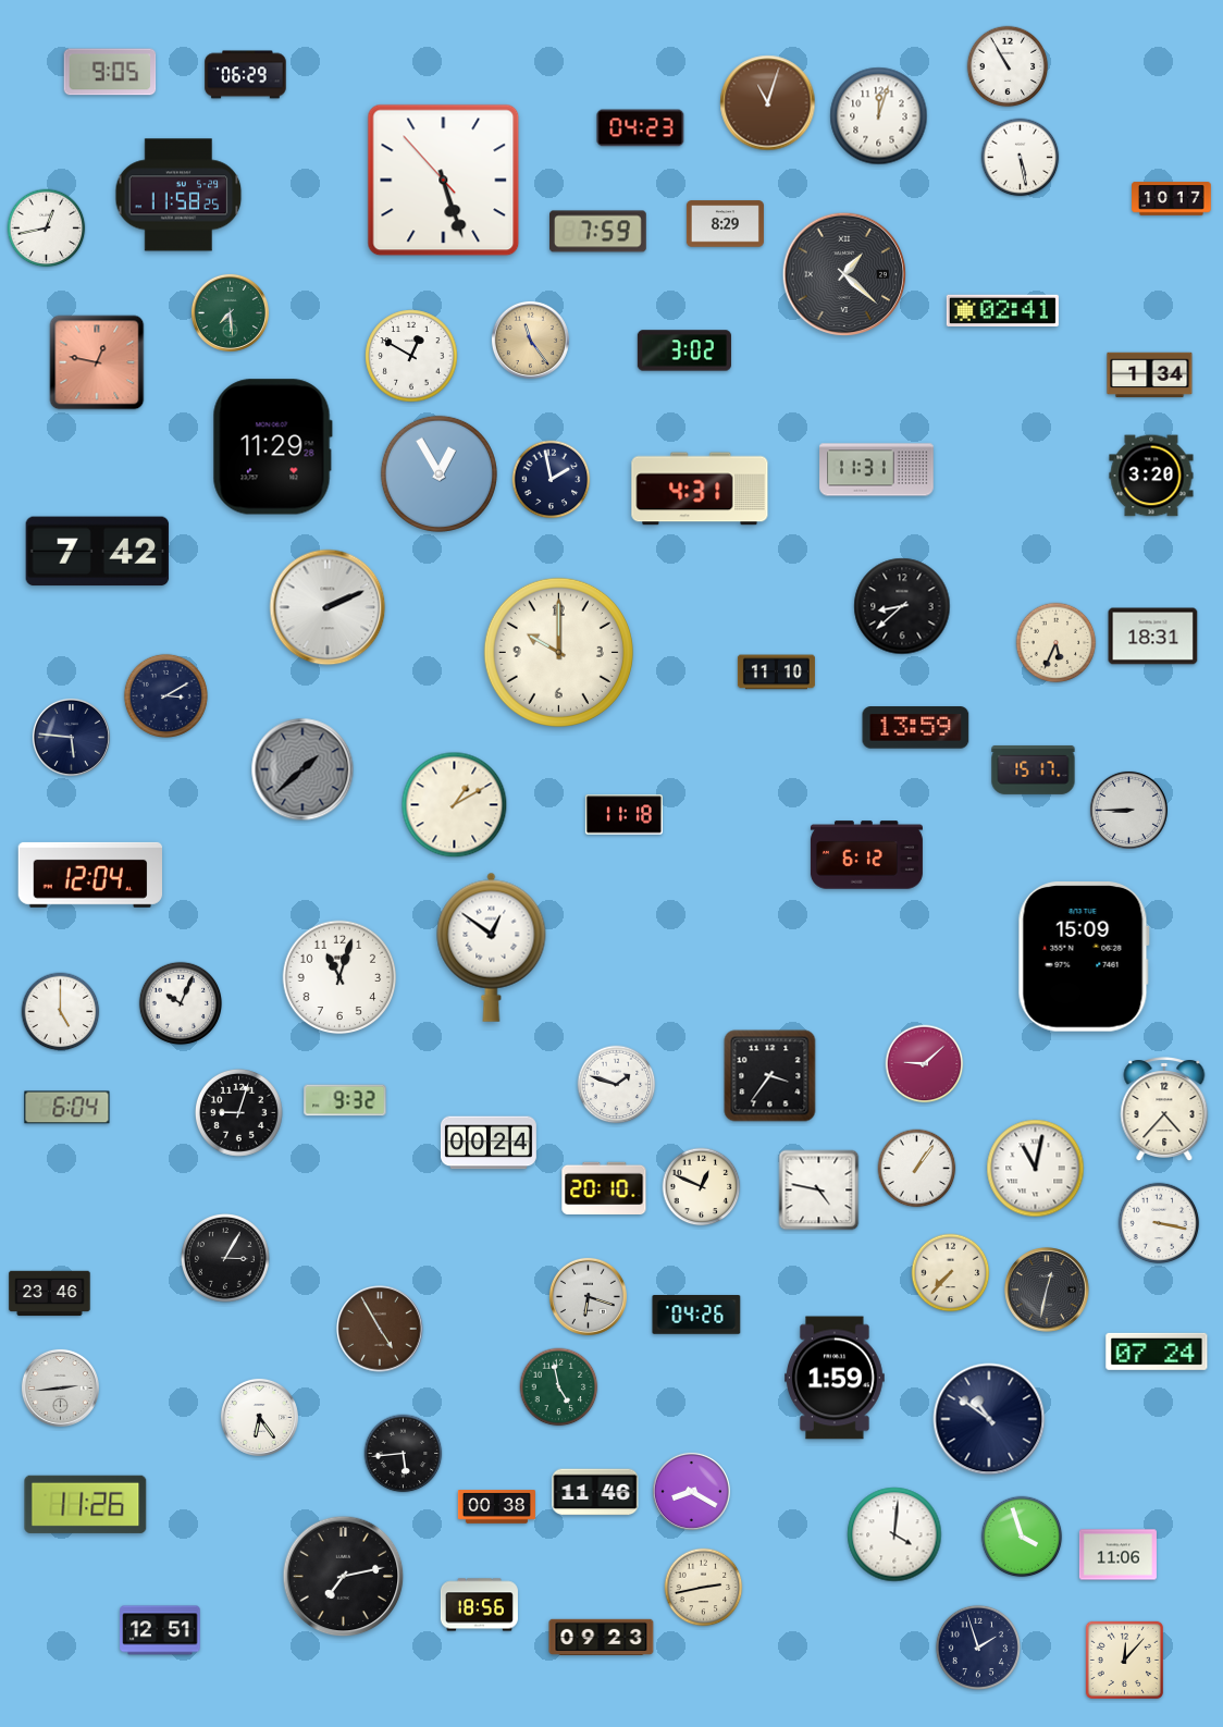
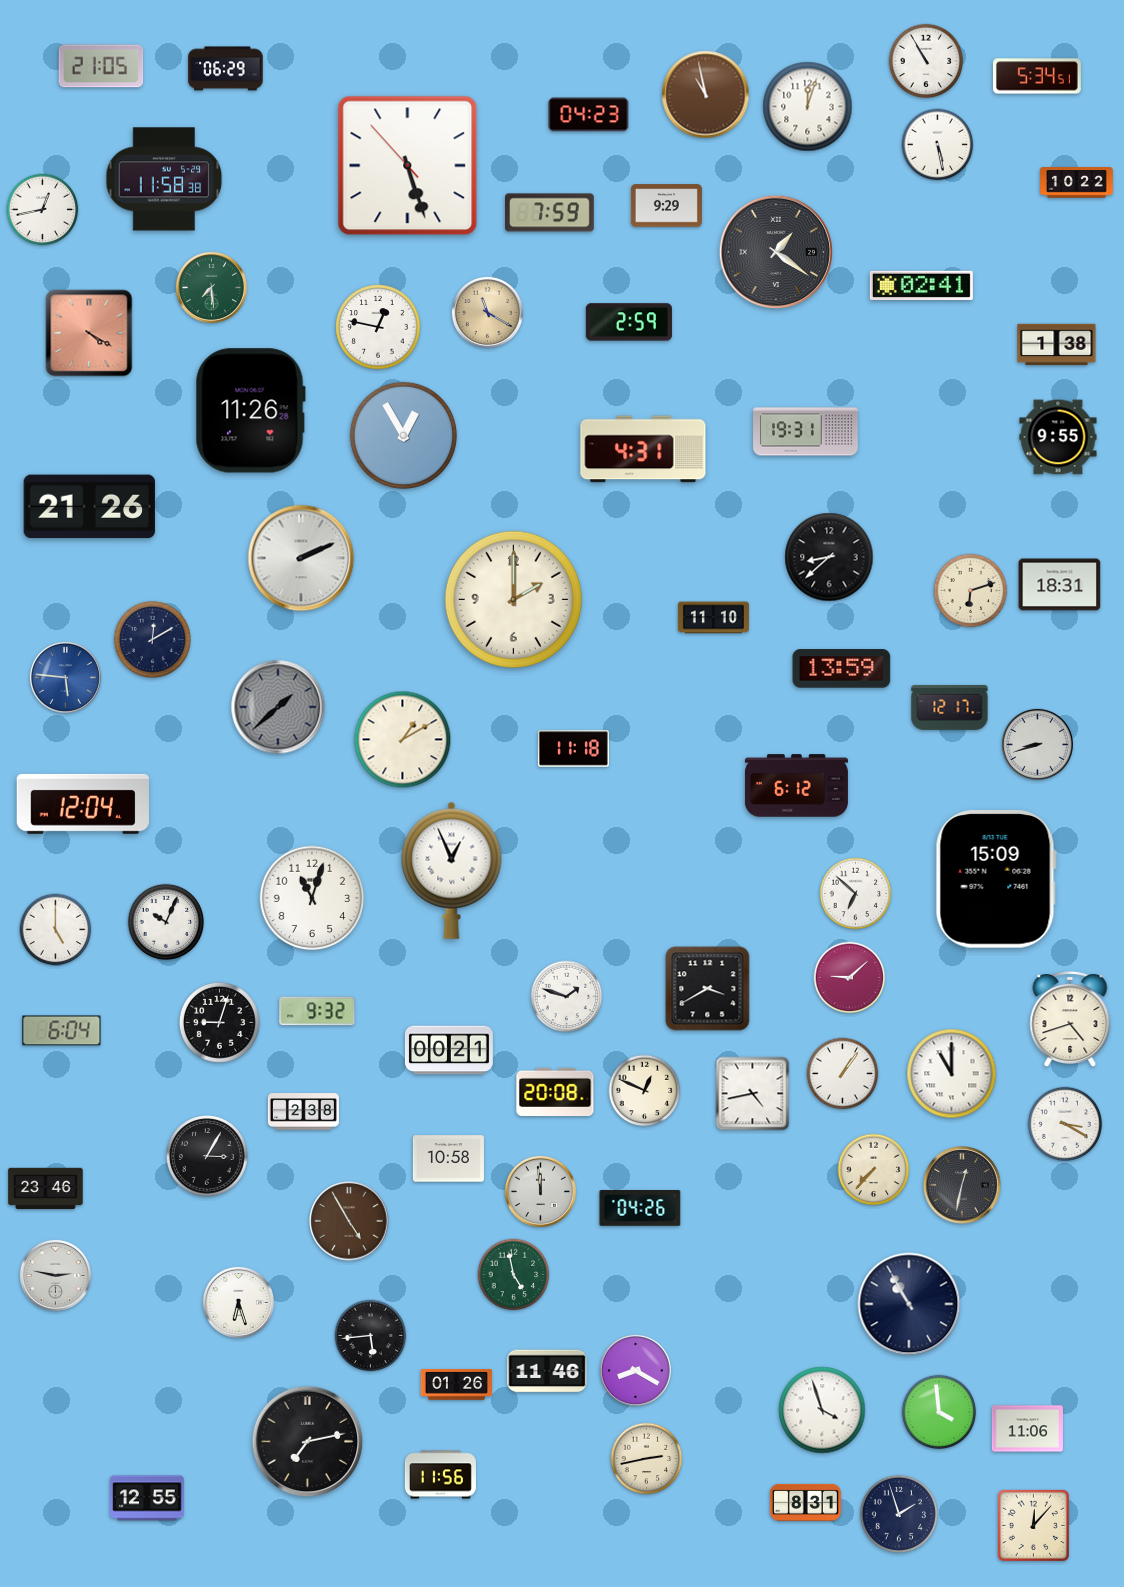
clock at (110, 72): 9:05 -> 21:05
clock at (1037, 76): none -> 5:34
clock at (768, 103): 11:03 -> 10:58
clock at (641, 128) position: (641, 128) -> (589, 115)
clock at (178, 195): 11:58:25 -> 11:58:38
clock at (1172, 199): 10:17 -> 10:22
clock at (725, 224): 8:29 -> 9:29
clock at (844, 274): 1:22 -> 1:21
clock at (530, 340): 11:24 -> 11:20
clock at (684, 350): 3:02 -> 2:59
clock at (411, 356): 12:50 -> 12:47
clock at (97, 362): 12:47 -> 4:20
clock at (1150, 375): 1:34 -> 1:38
clock at (272, 447): 11:29 -> 11:26
clock at (877, 470): 11:31 -> 19:31
clock at (1151, 476): 3:20 -> 9:55
clock at (552, 480): 1:58 -> none
clock at (98, 552): 7:42 -> 21:26
clock at (1057, 643): 5:34 -> 6:12
clock at (558, 652): 10:00 -> 2:00
clock at (165, 695): 3:10 -> 12:10
clock at (71, 737) dial: navy -> blue
clock at (1034, 769): 15:17 -> 12:17
clock at (455, 805) position: (455, 805) -> (403, 740)
clock at (1128, 810): 8:45 -> 8:42
clock at (492, 947): 12:51 -> 12:56
clock at (856, 894): none -> 6:52
clock at (770, 1076): 3:36 -> 3:40
clock at (67, 1108) position: (67, 1108) -> (62, 1031)
clock at (1164, 1109): 4:37 -> 4:42
clock at (489, 1143): 00:24 -> 00:21
clock at (1036, 1169): 11:02 -> 11:00
clock at (604, 1188): 20:10 -> 20:08
clock at (819, 1191): 4:47 -> 4:43
clock at (303, 1112): none -> 2:38
clock at (1159, 1223): 3:17 -> 3:20
clock at (448, 1159): none -> 10:58
clock at (588, 1296): 6:18 -> 11:59
clock at (1157, 1352): 07:24 -> none
clock at (835, 1378): 1:59 -> none
clock at (60, 1387): 2:44 -> 2:47
clock at (259, 1417): 6:24 -> 6:27
clock at (989, 1419): 10:51 -> 10:55
clock at (86, 1504): 11:26 -> none
clock at (496, 1507): 00:38 -> 01:26
clock at (894, 1534): 4:01 -> 3:57
clock at (1022, 1537): 3:57 -> 3:59
clock at (344, 1577) position: (344, 1577) -> (308, 1442)
clock at (479, 1605): 18:56 -> 11:56
clock at (160, 1630): 12:51 -> 12:55
clock at (805, 1502): none -> 8:31
clock at (602, 1637): 09:23 -> none
